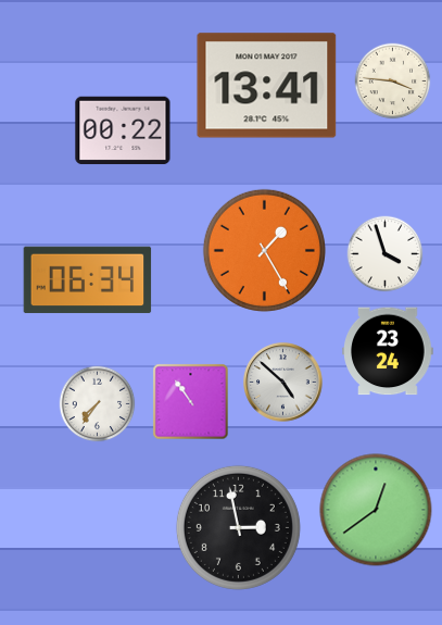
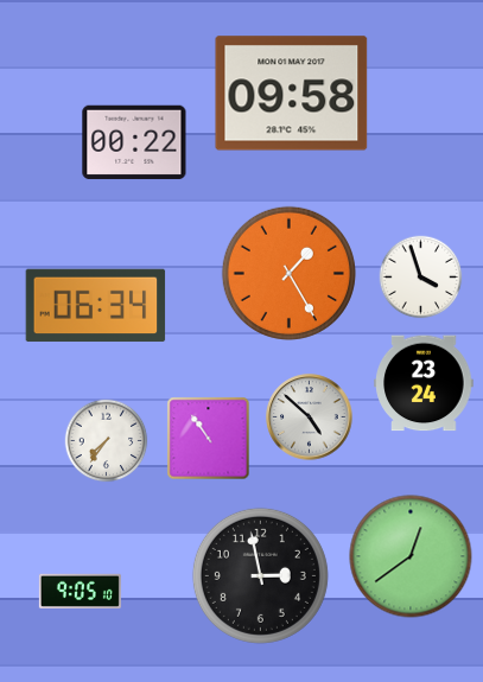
clock at (393, 82): 3:46 -> none
clock at (267, 86): 13:41 -> 09:58
clock at (80, 591): none -> 9:05
